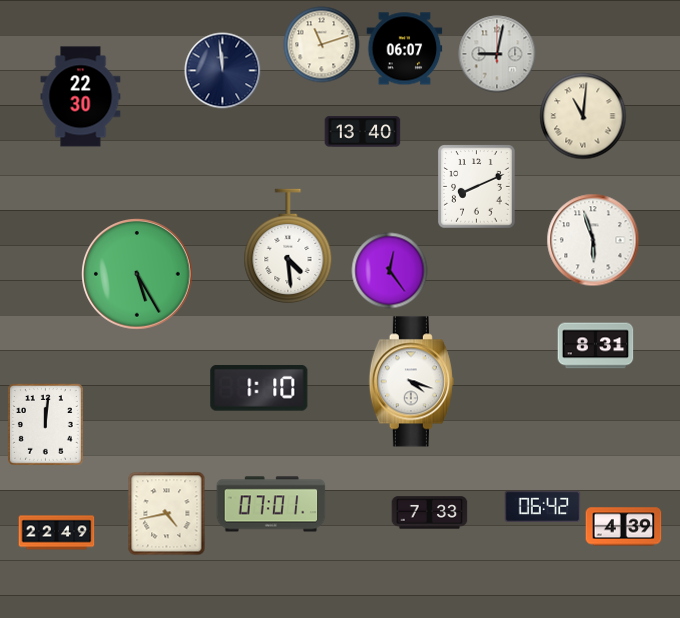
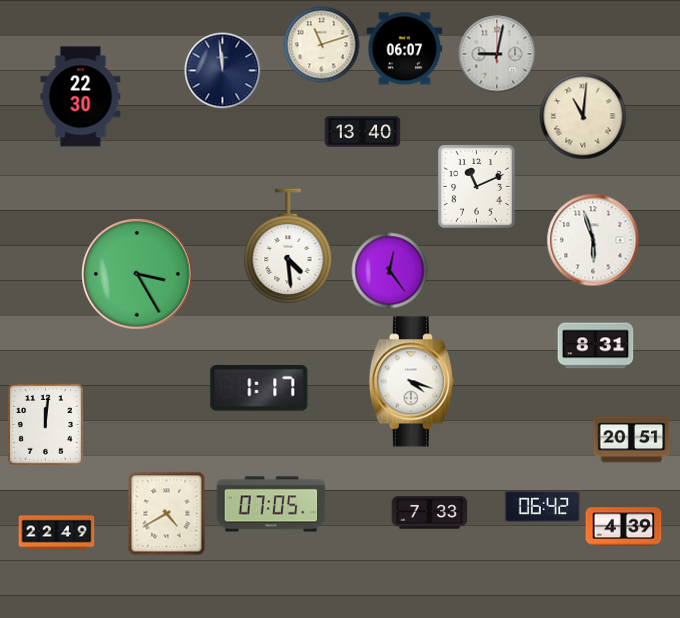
clock at (477, 187): 8:11 -> 11:11
clock at (138, 275): 5:25 -> 3:25
clock at (259, 388): 1:10 -> 1:17
clock at (632, 440): none -> 20:51
clock at (271, 504): 07:01 -> 07:05
clock at (167, 514): 4:43 -> 4:40
